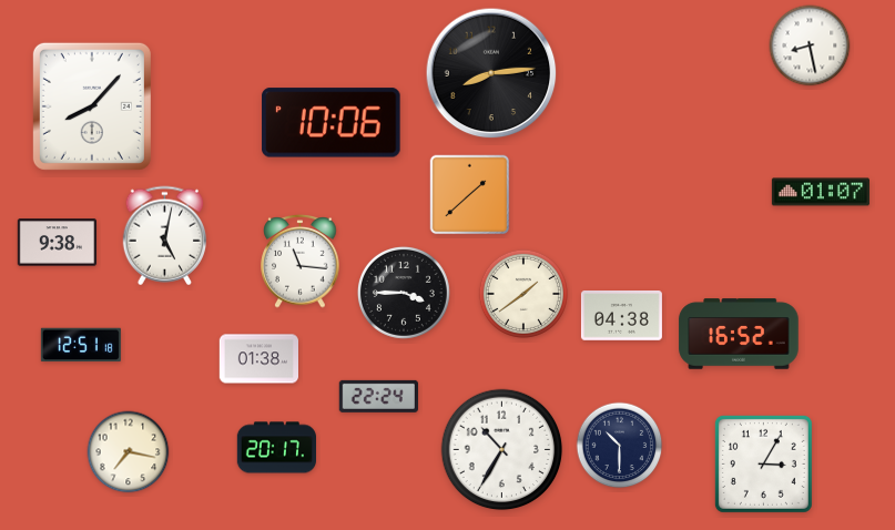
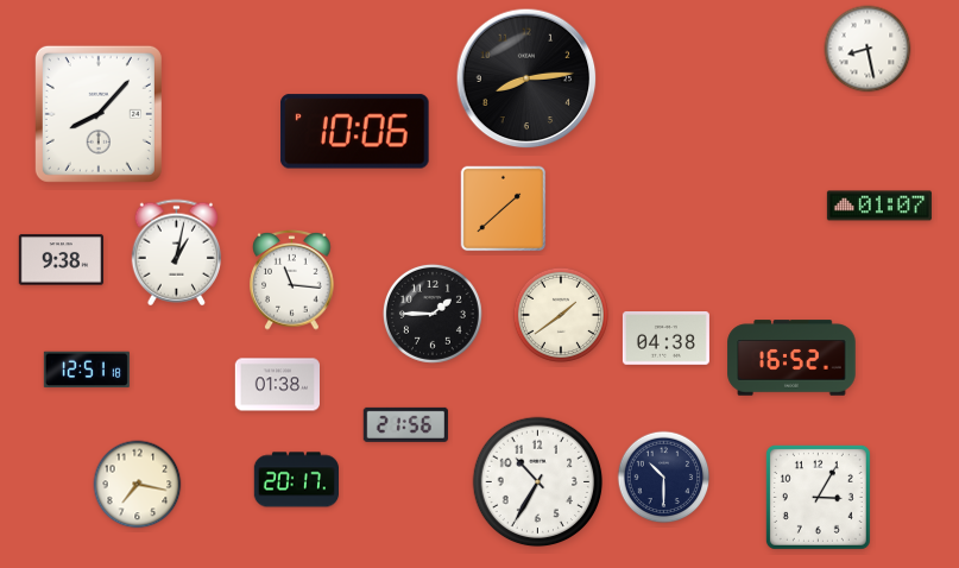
clock at (164, 236): 5:02 -> 1:02
clock at (301, 262) position: (301, 262) -> (292, 280)
clock at (404, 293): 3:45 -> 1:45
clock at (378, 396): 22:24 -> 21:56
